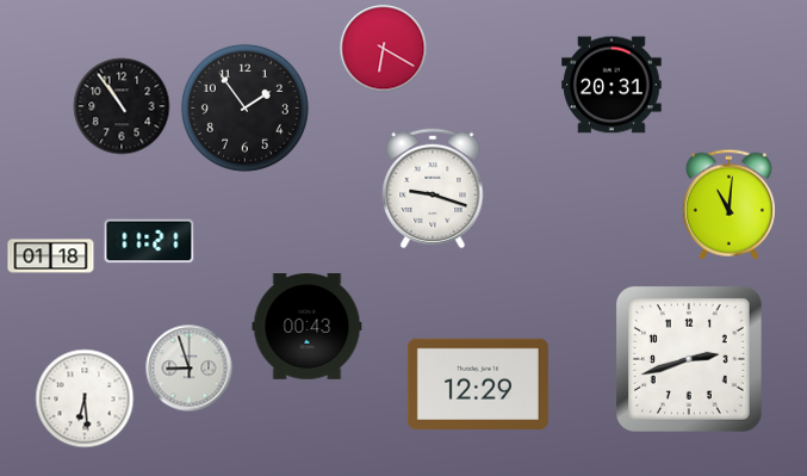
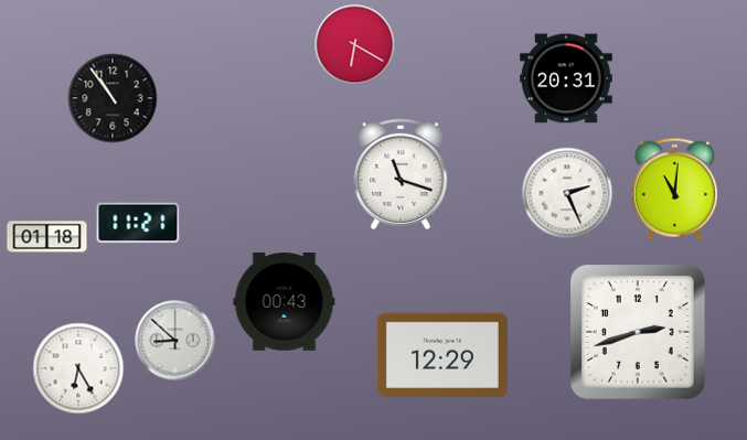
clock at (244, 107): 1:54 -> none
clock at (433, 188): 9:18 -> 11:18
clock at (567, 193): none -> 2:26
clock at (190, 369): 8:57 -> 8:52
clock at (85, 398): 6:29 -> 6:25
